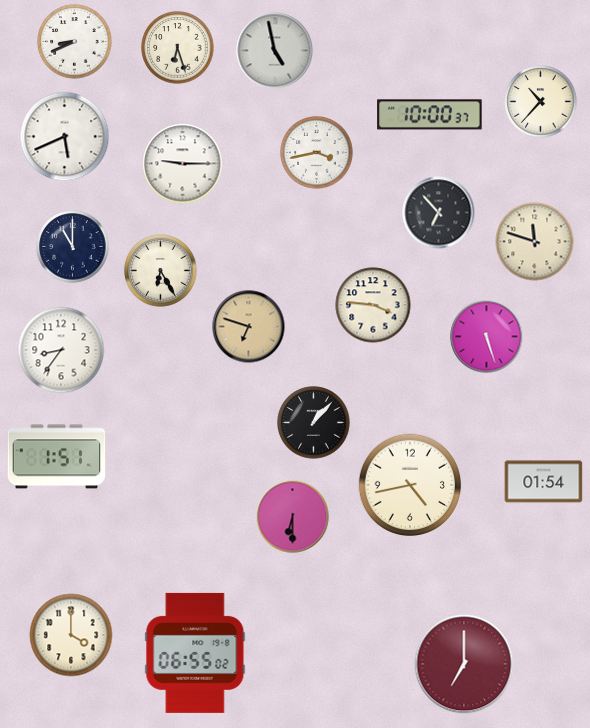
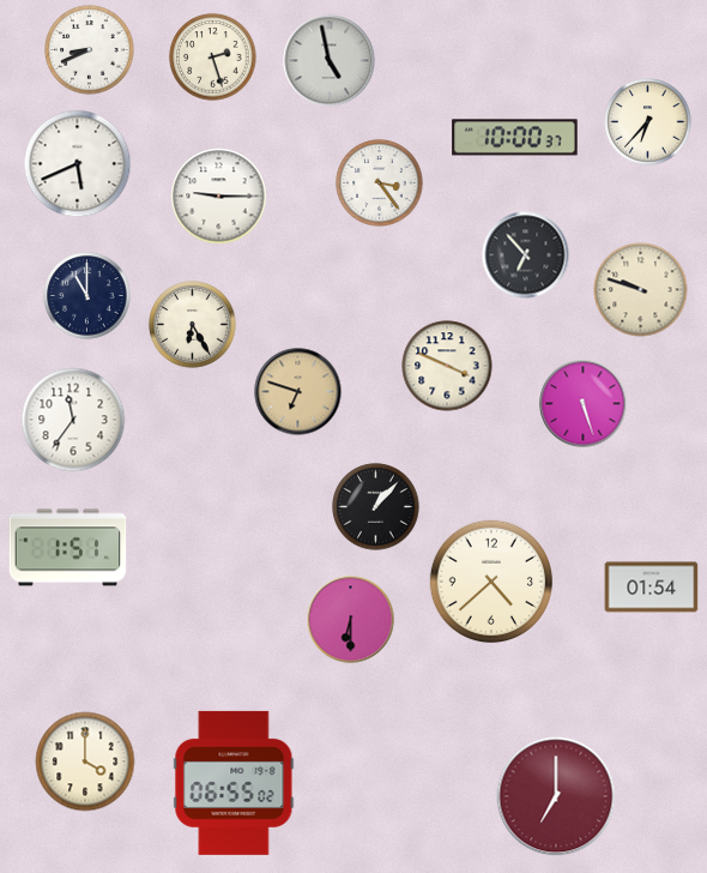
clock at (178, 48): 6:27 -> 2:27
clock at (541, 102): 10:37 -> 6:37
clock at (317, 153): 3:43 -> 3:24
clock at (535, 242): 11:48 -> 9:48
clock at (373, 305): 3:46 -> 3:49
clock at (61, 350): 8:36 -> 11:36
clock at (544, 482) position: (544, 482) -> (652, 588)
clock at (409, 484): 4:43 -> 4:38
